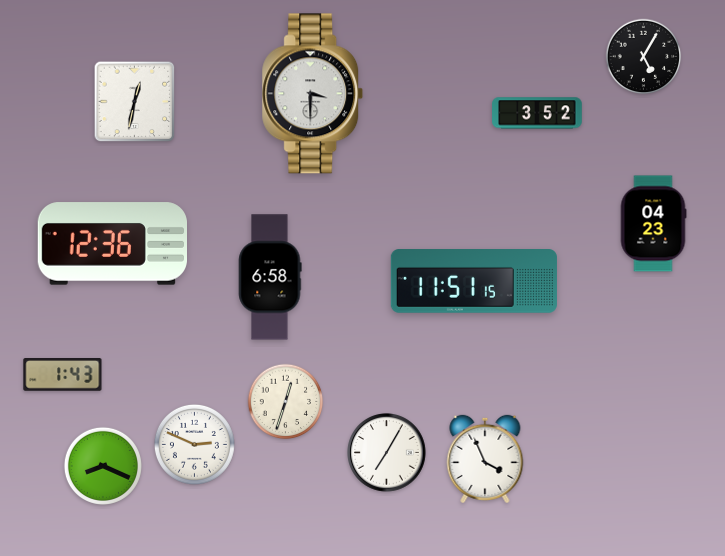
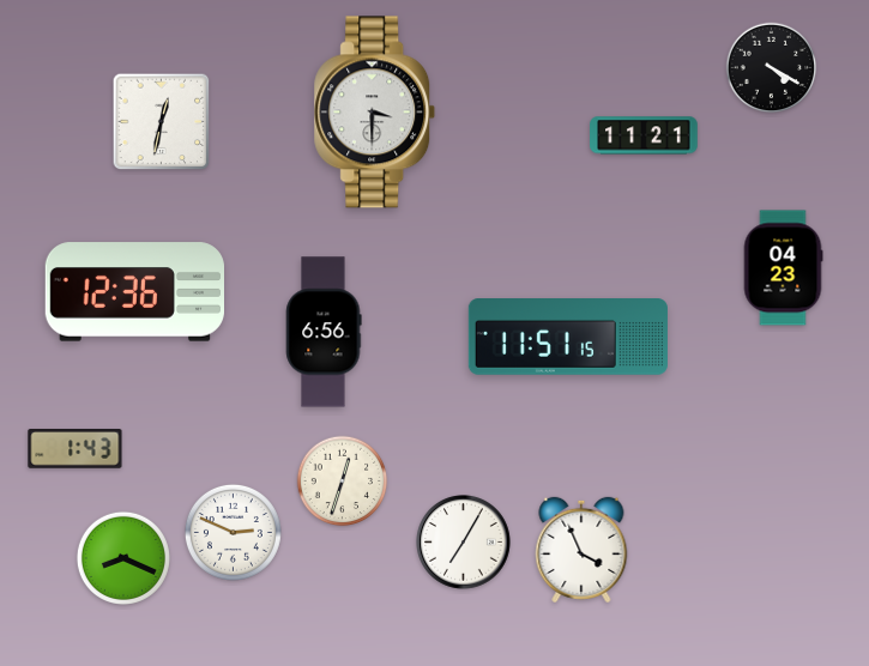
clock at (644, 57): 5:05 -> 4:20
clock at (537, 113): 3:52 -> 11:21
clock at (270, 277): 6:58 -> 6:56
